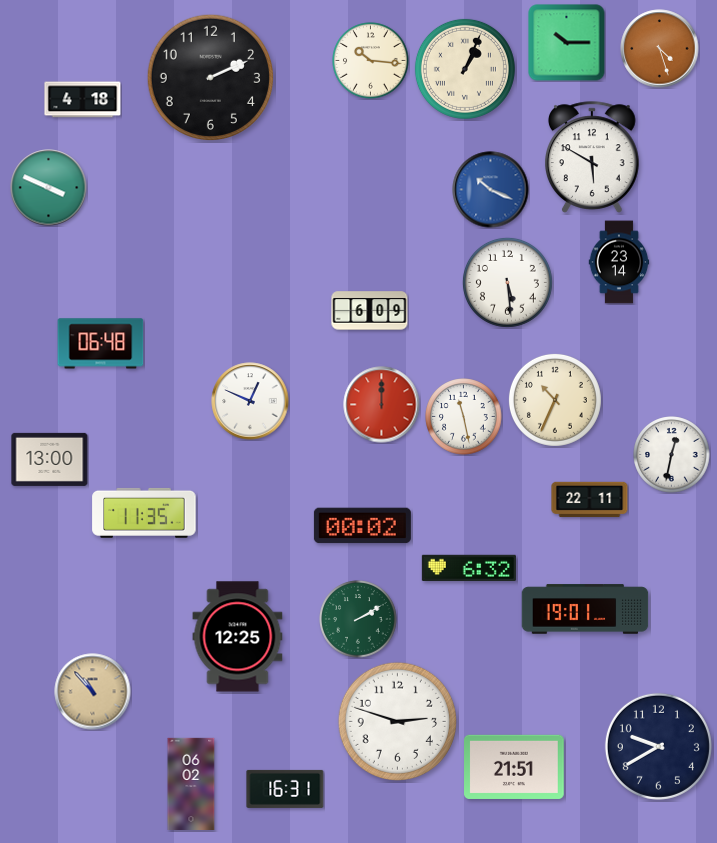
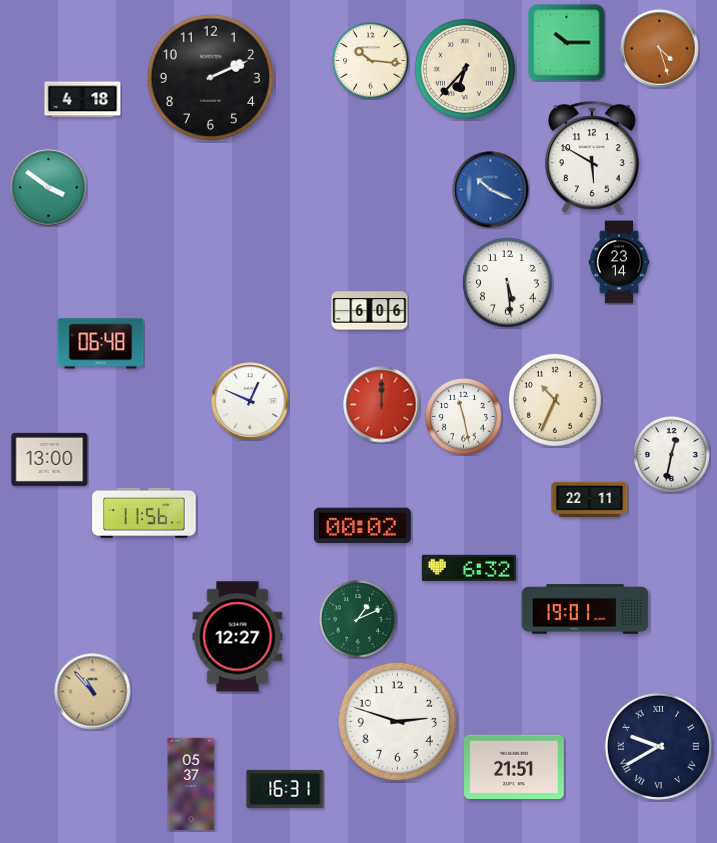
clock at (465, 69): 1:04 -> 6:37
clock at (49, 188): 3:49 -> 3:51
clock at (370, 311): 6:09 -> 6:06
clock at (144, 513): 11:35 -> 11:56
clock at (358, 619): 2:10 -> 1:11
clock at (238, 637): 12:25 -> 12:27
clock at (658, 746) numerals: Arabic -> Roman
clock at (191, 784): 06:02 -> 05:37
